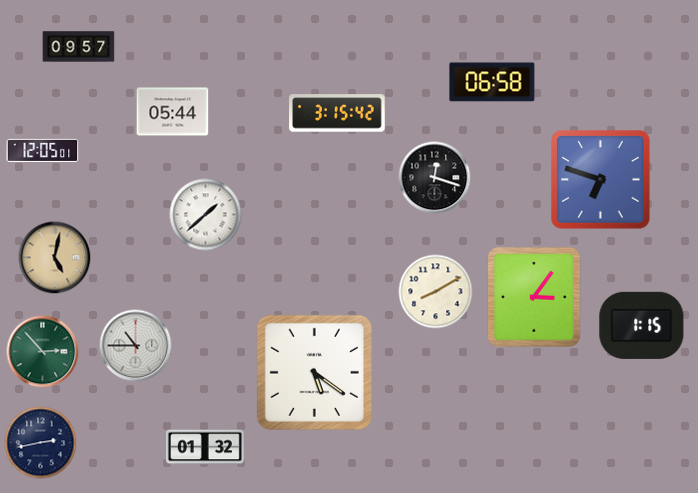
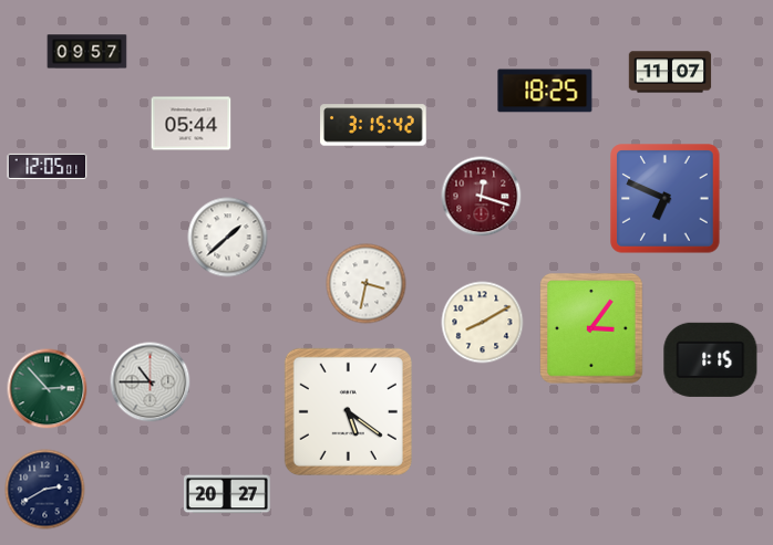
clock at (670, 72): none -> 11:07
clock at (492, 82): 06:58 -> 18:25
clock at (435, 178) dial: black -> burgundy
clock at (601, 180): 6:48 -> 6:49
clock at (367, 284): none -> 3:32
clock at (55, 258): 5:02 -> none
clock at (41, 443): 2:43 -> 2:40
clock at (205, 447): 01:32 -> 20:27
